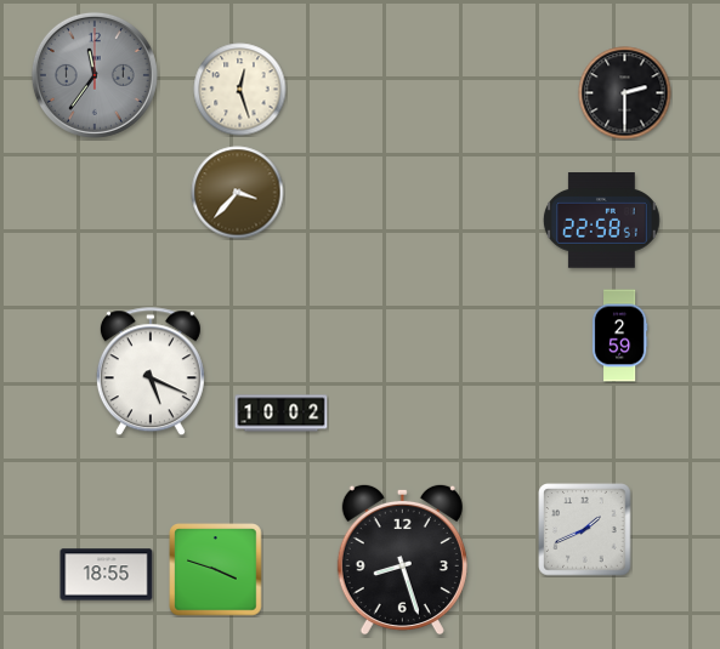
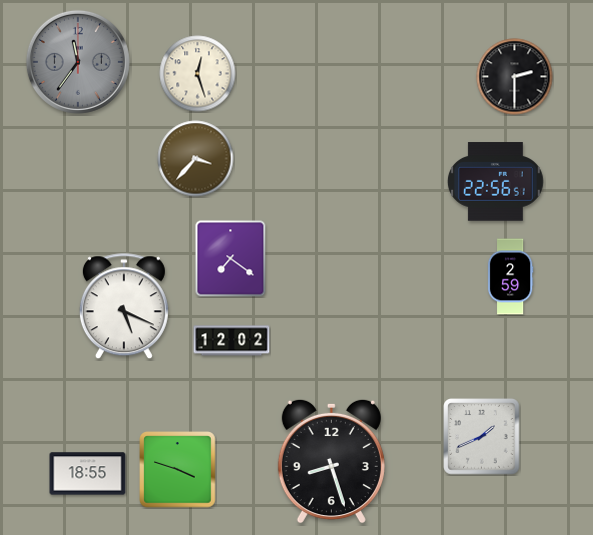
clock at (602, 221): 22:58 -> 22:56
clock at (231, 259): none -> 7:21
clock at (282, 414): 10:02 -> 12:02
